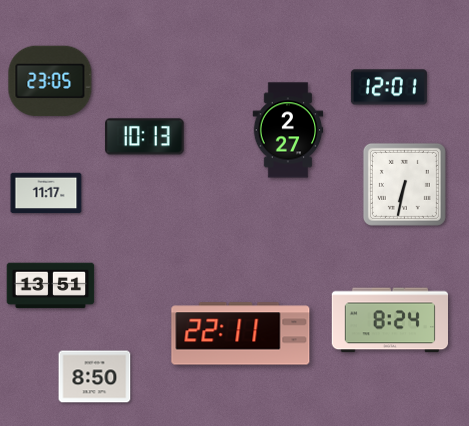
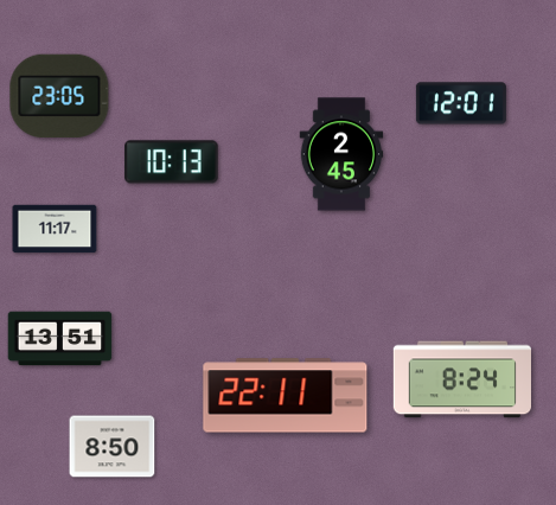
clock at (288, 130): 2:27 -> 2:45
clock at (404, 184): 6:32 -> none
